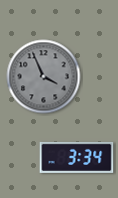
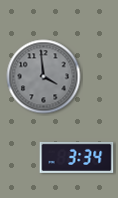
clock at (44, 77): 3:56 -> 3:59
